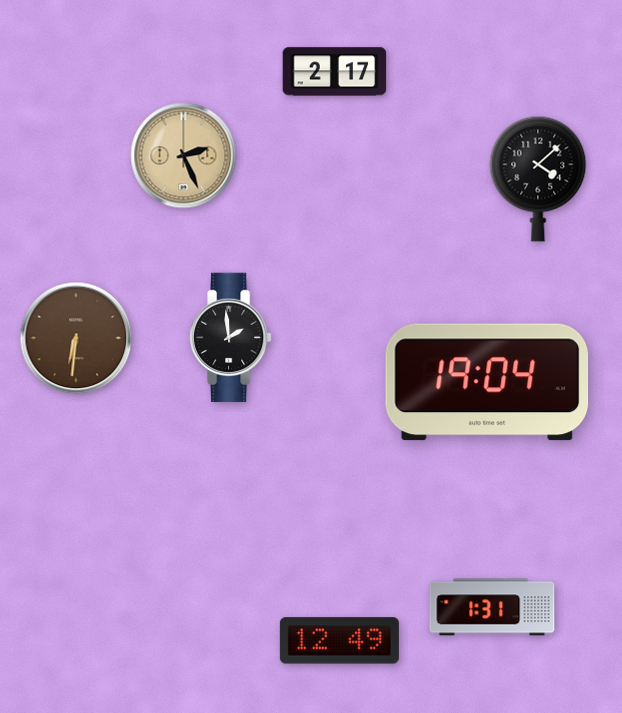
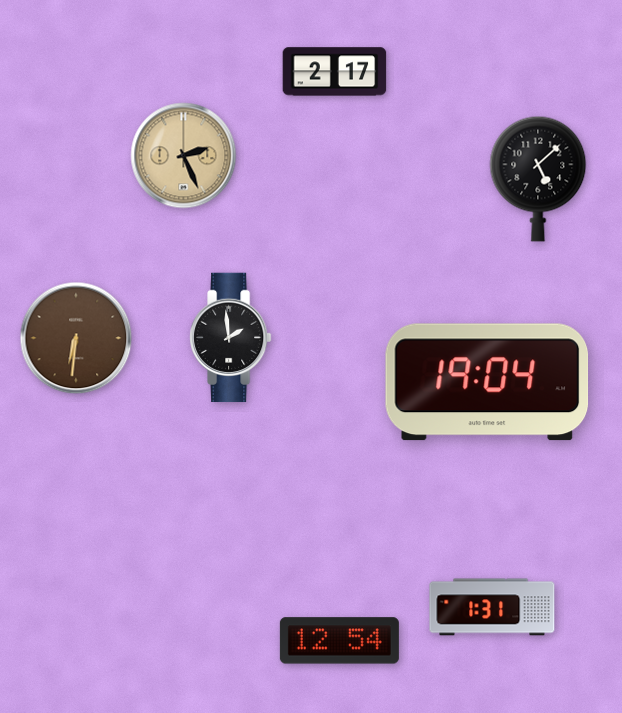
clock at (538, 179): 4:08 -> 5:08
clock at (339, 641): 12:49 -> 12:54
